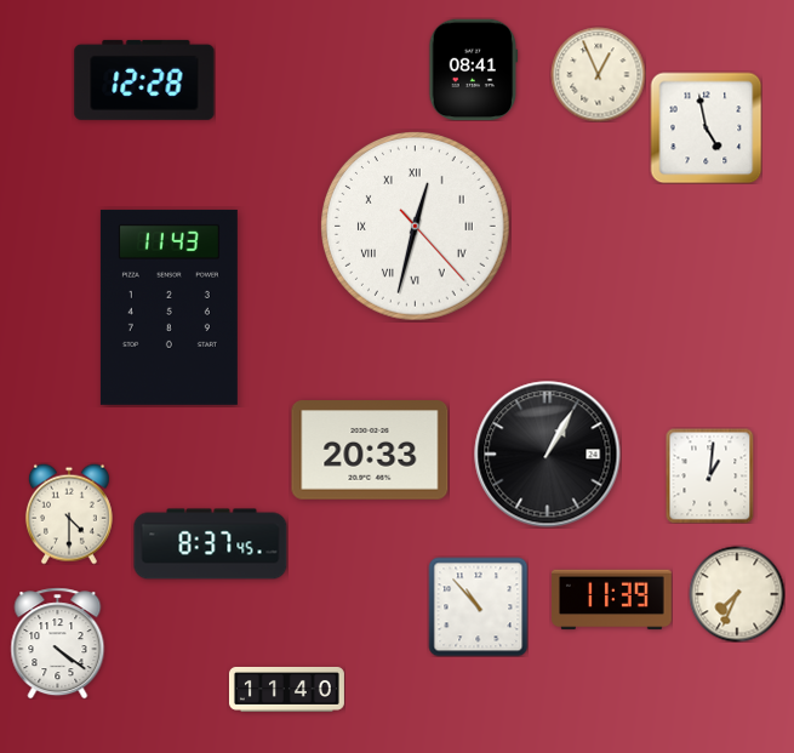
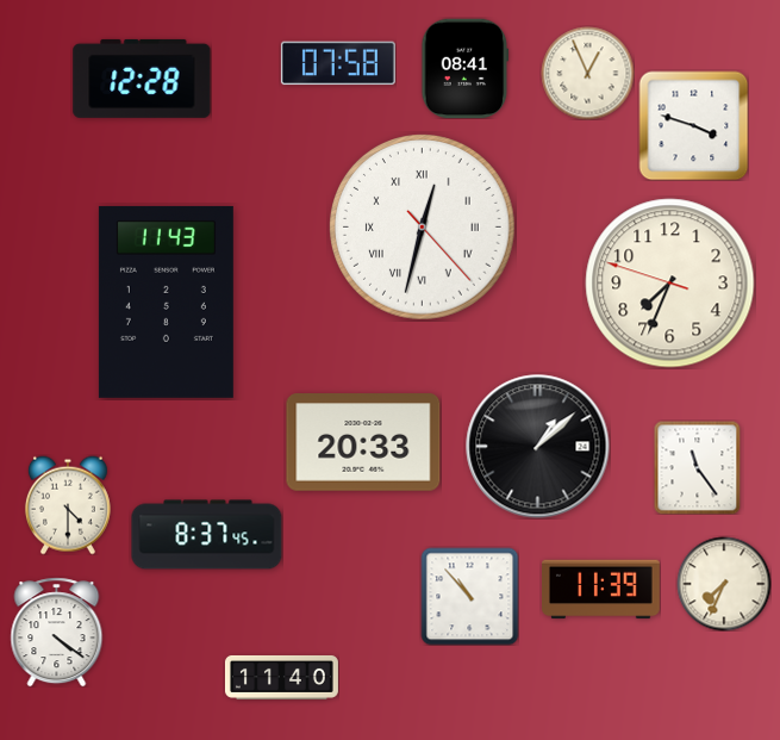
clock at (338, 63): none -> 07:58
clock at (706, 127): 4:58 -> 3:48
clock at (416, 227) position: (416, 227) -> (423, 228)
clock at (670, 284): none -> 7:33
clock at (548, 455): 1:05 -> 1:08
clock at (710, 475): 1:01 -> 11:24
